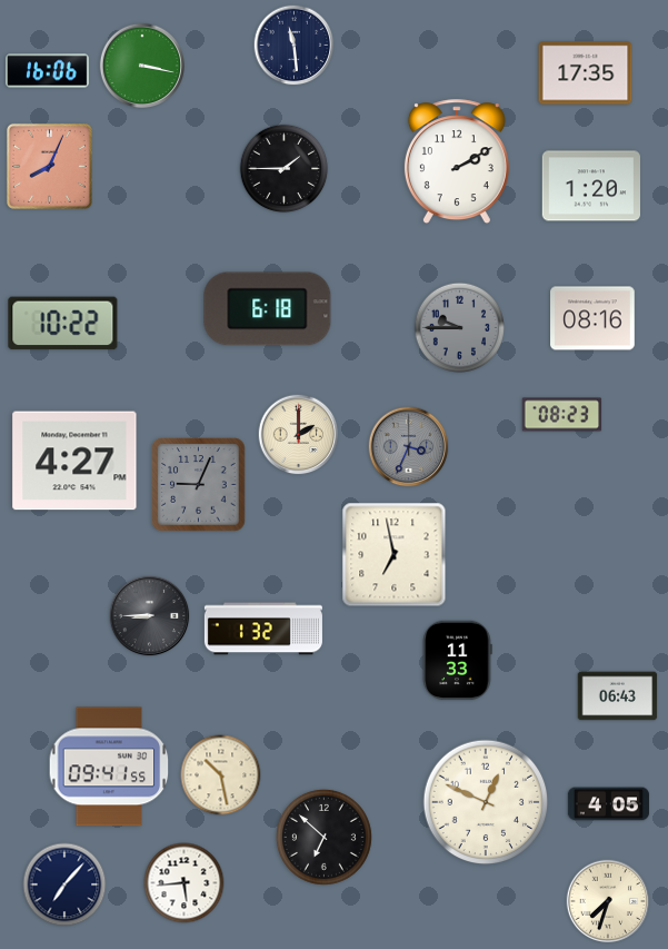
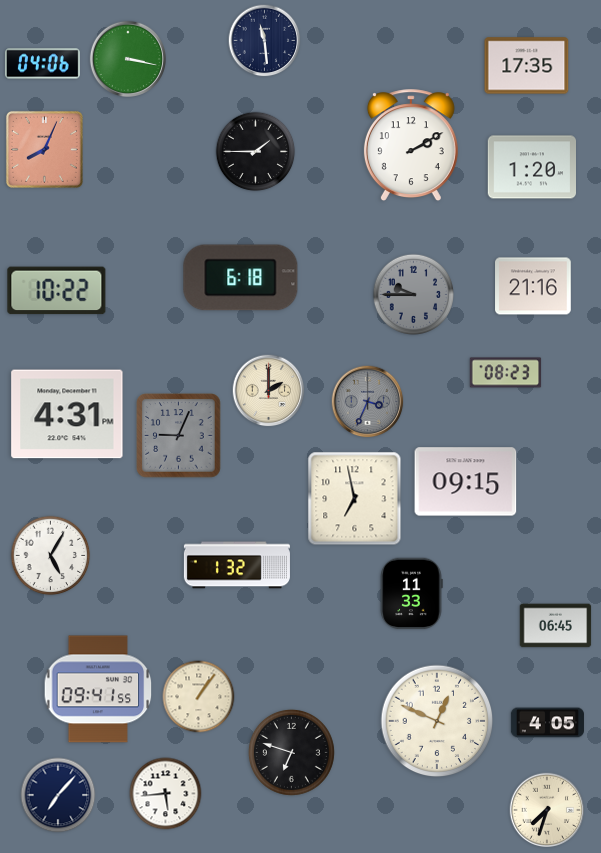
clock at (47, 71): 16:06 -> 04:06
clock at (592, 318): 08:16 -> 21:16
clock at (74, 461): 4:27 -> 4:31
clock at (466, 482): none -> 09:15
clock at (150, 616): 8:45 -> none
clock at (51, 556): none -> 5:05
clock at (618, 696): 06:43 -> 06:45
clock at (221, 775): 10:28 -> 1:06
clock at (323, 837): 6:52 -> 6:48
